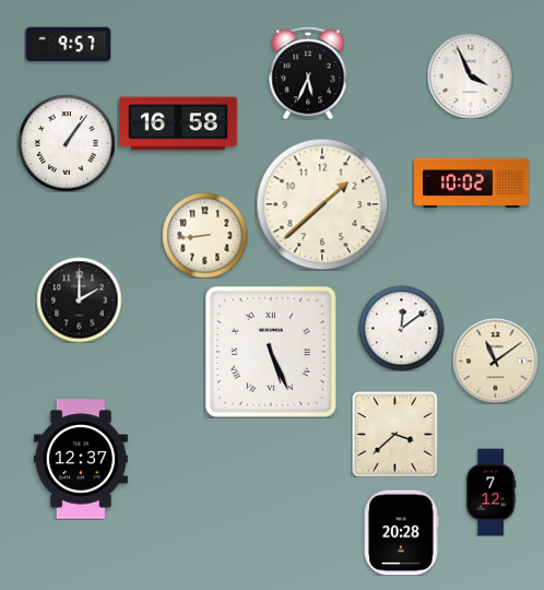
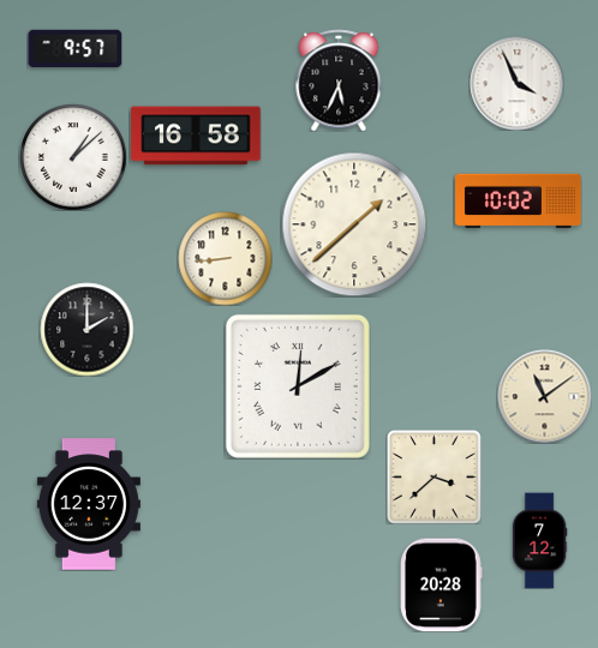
clock at (67, 143): 1:06 -> 1:08
clock at (401, 328): 12:09 -> none
clock at (271, 352): 5:26 -> 12:10
